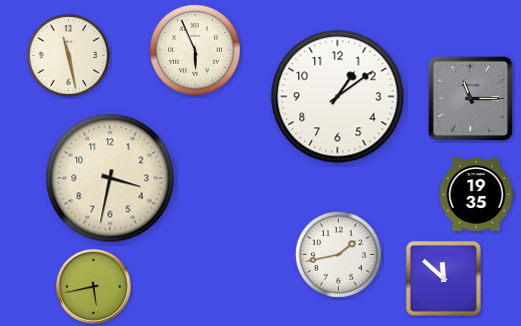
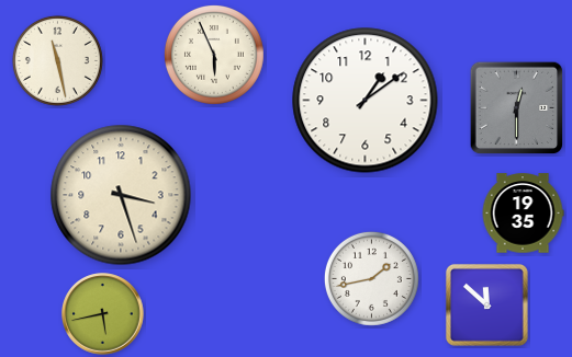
clock at (68, 55) position: (68, 55) -> (57, 60)
clock at (338, 97) position: (338, 97) -> (366, 101)
clock at (471, 99): 11:15 -> 12:30
clock at (110, 178): 3:32 -> 3:27
